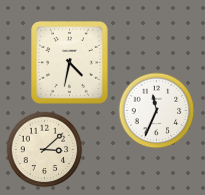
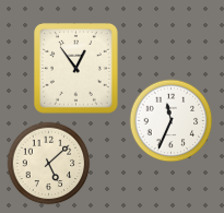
clock at (70, 63): 4:32 -> 12:54
clock at (45, 150): 3:08 -> 5:08
